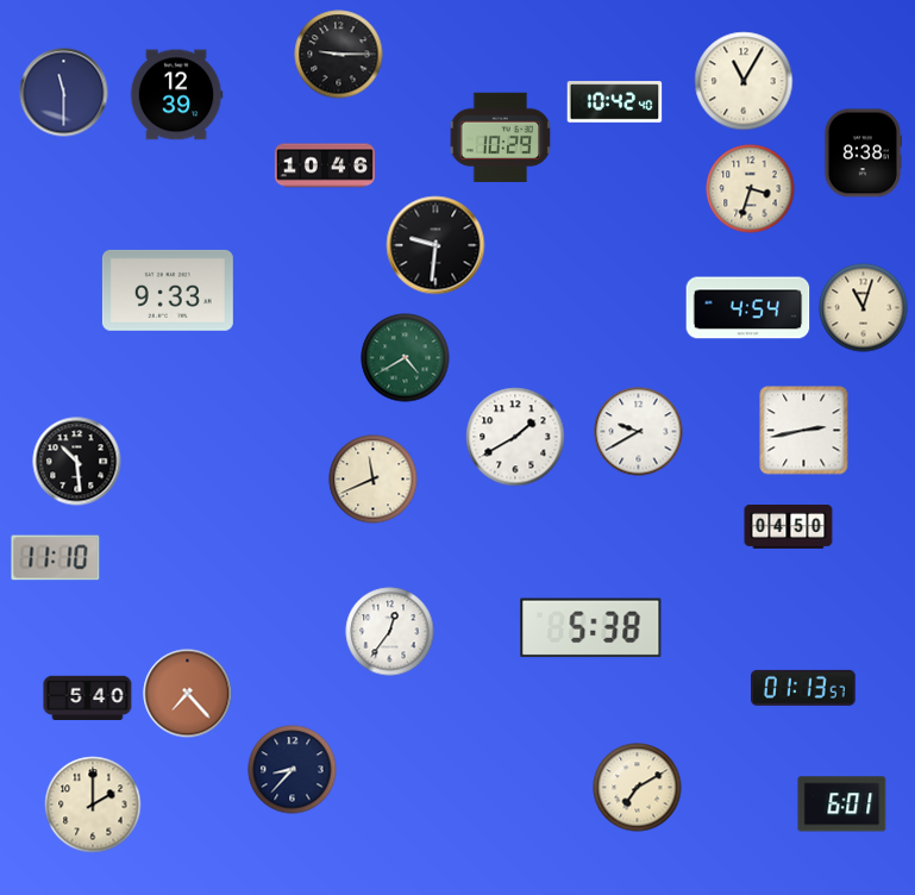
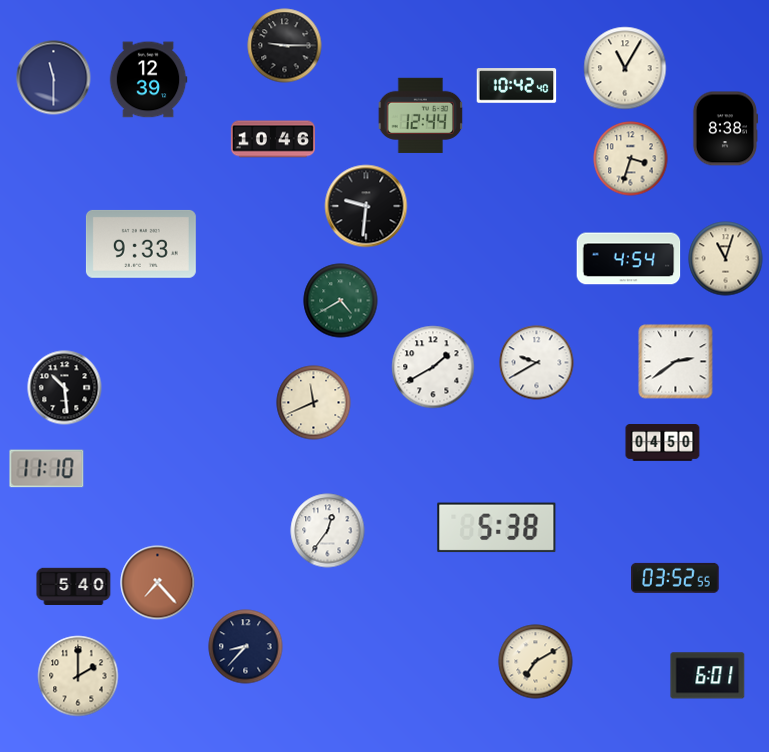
clock at (501, 137): 10:29 -> 12:44
clock at (804, 431): 2:43 -> 2:39
clock at (804, 688): 01:13 -> 03:52
